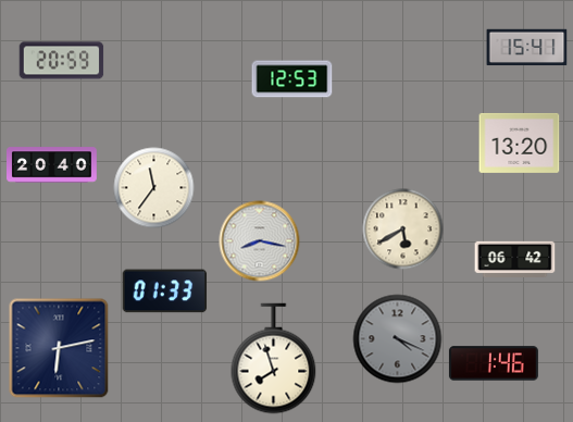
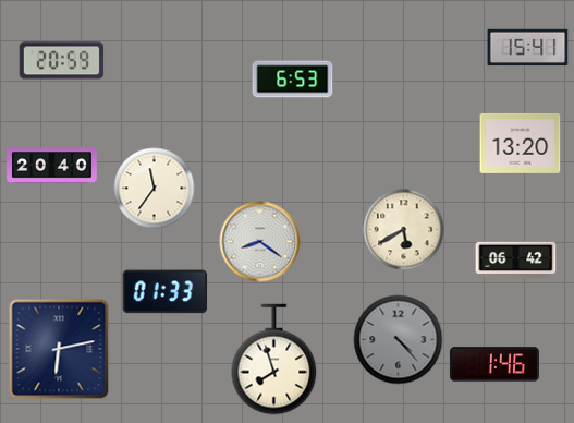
clock at (292, 79): 12:53 -> 6:53
clock at (260, 241): 8:17 -> 8:21
clock at (398, 339): 4:19 -> 4:23
